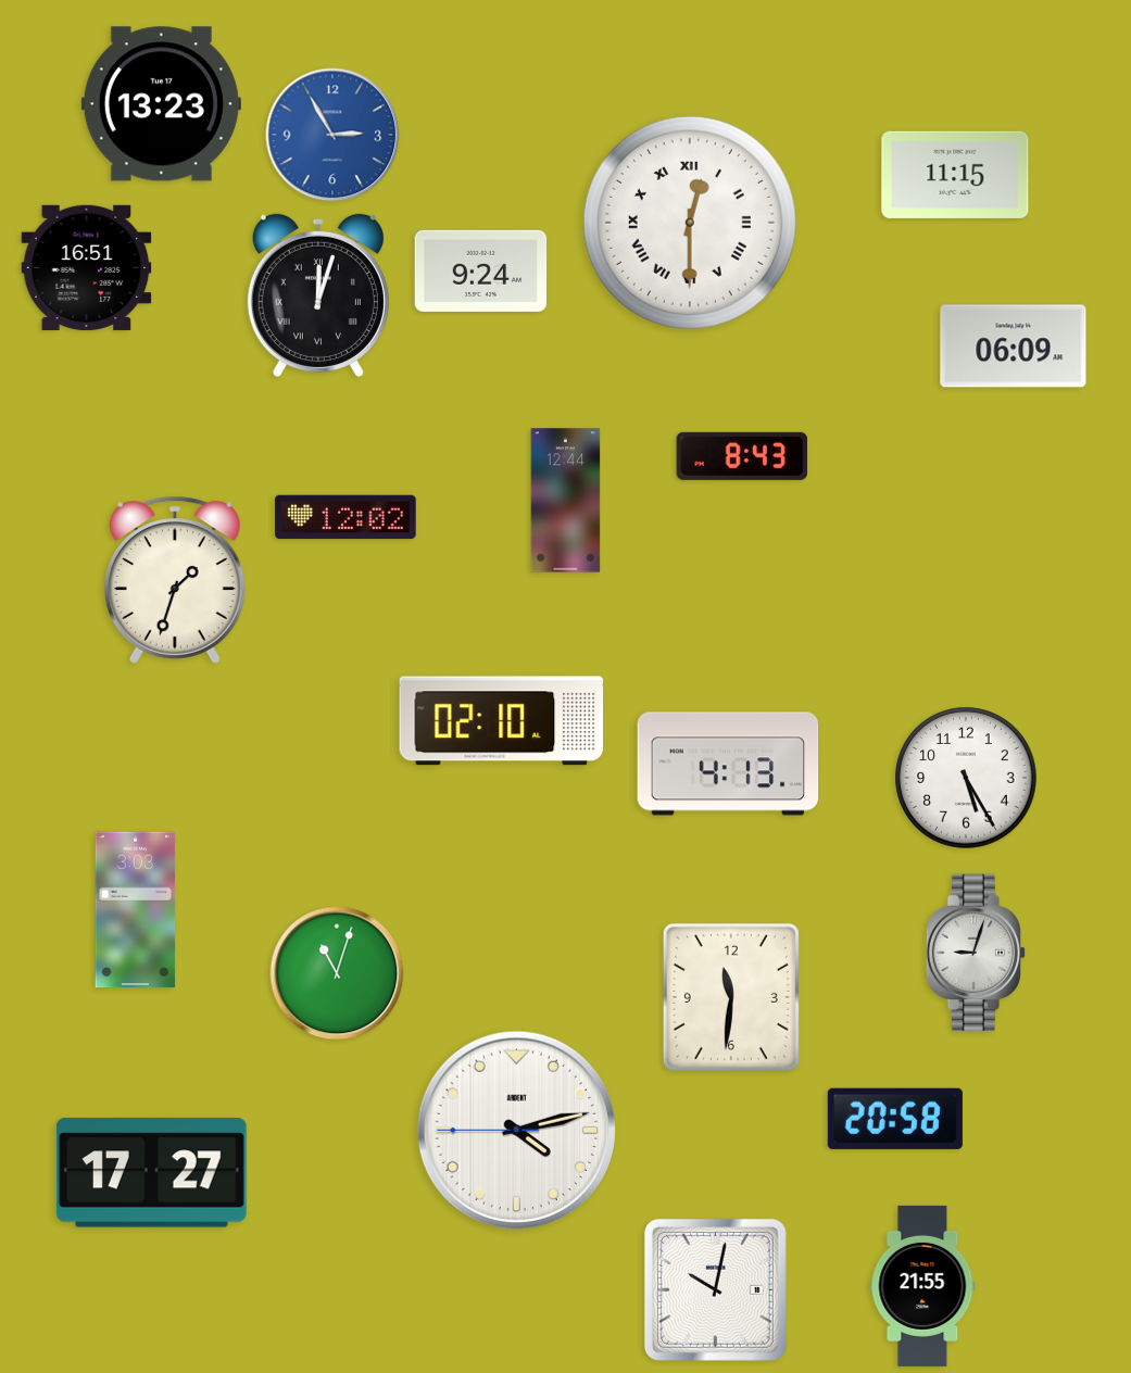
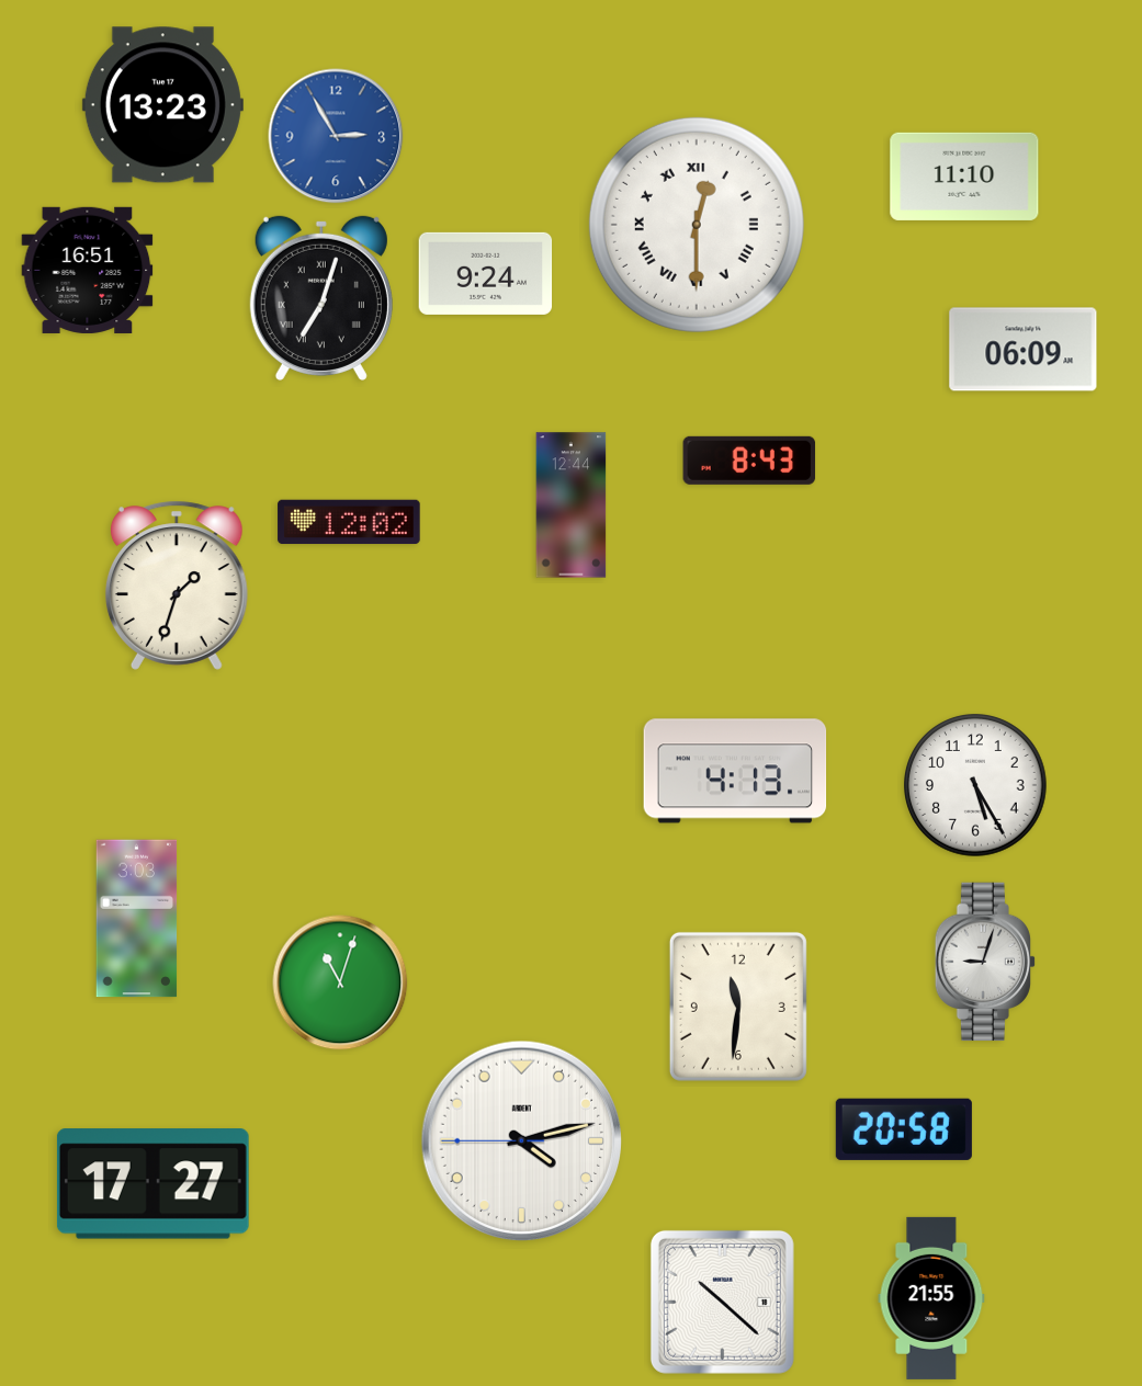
clock at (955, 175): 11:15 -> 11:10
clock at (318, 295): 12:03 -> 7:03
clock at (502, 721): 02:10 -> none
clock at (715, 1289): 10:02 -> 10:22
